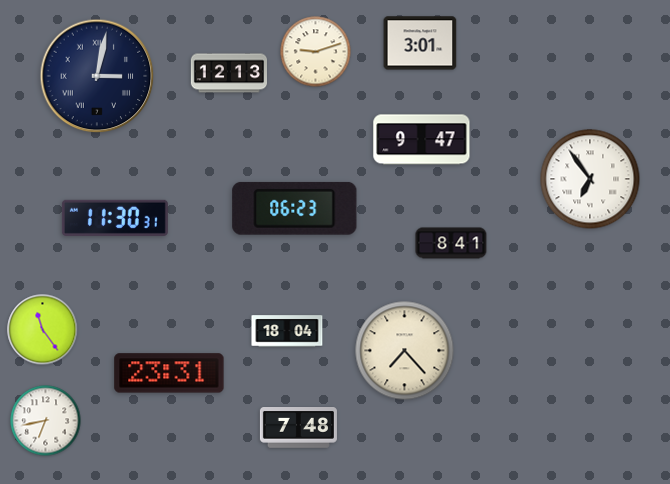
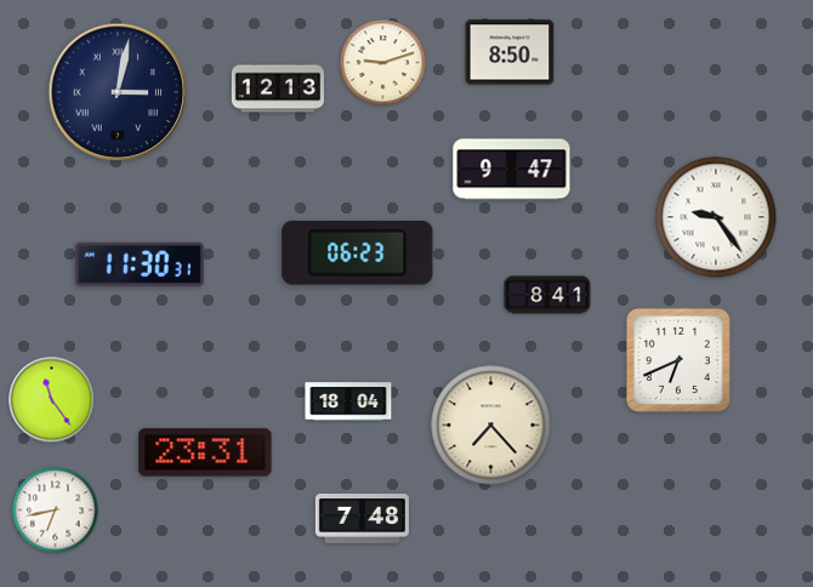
clock at (420, 43): 3:01 -> 8:50
clock at (590, 179): 6:54 -> 9:24
clock at (678, 360): none -> 6:41
